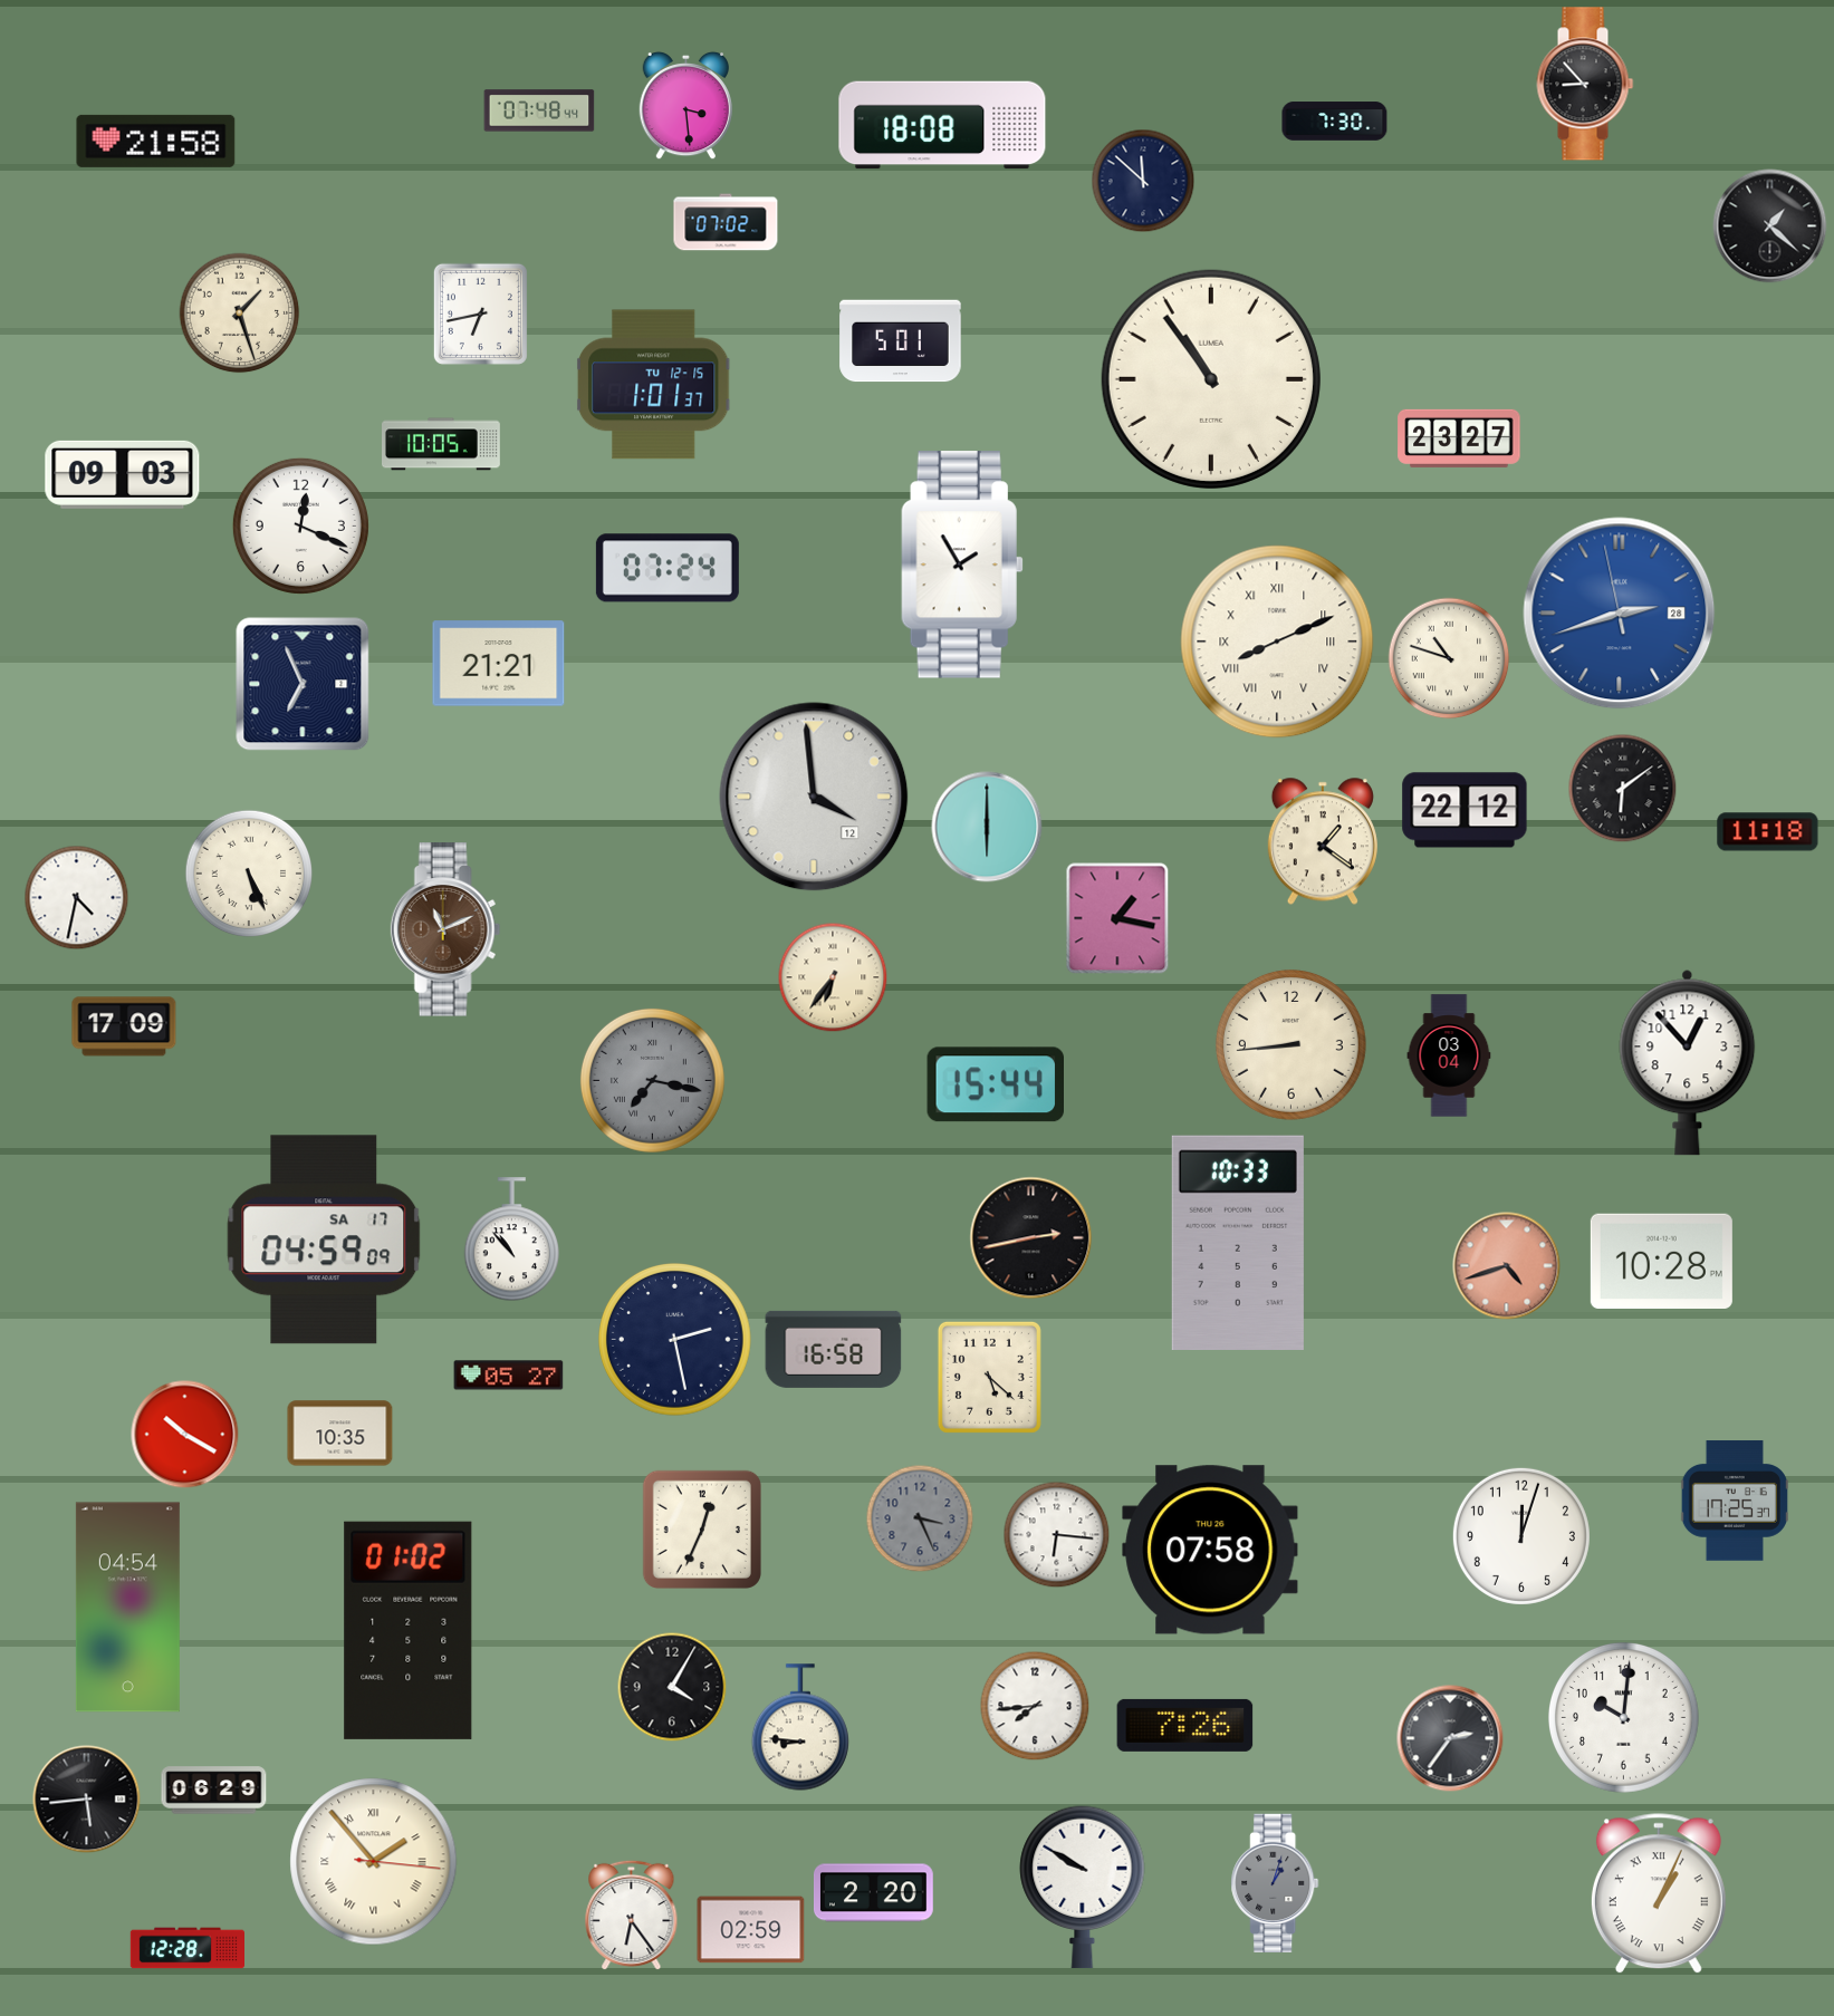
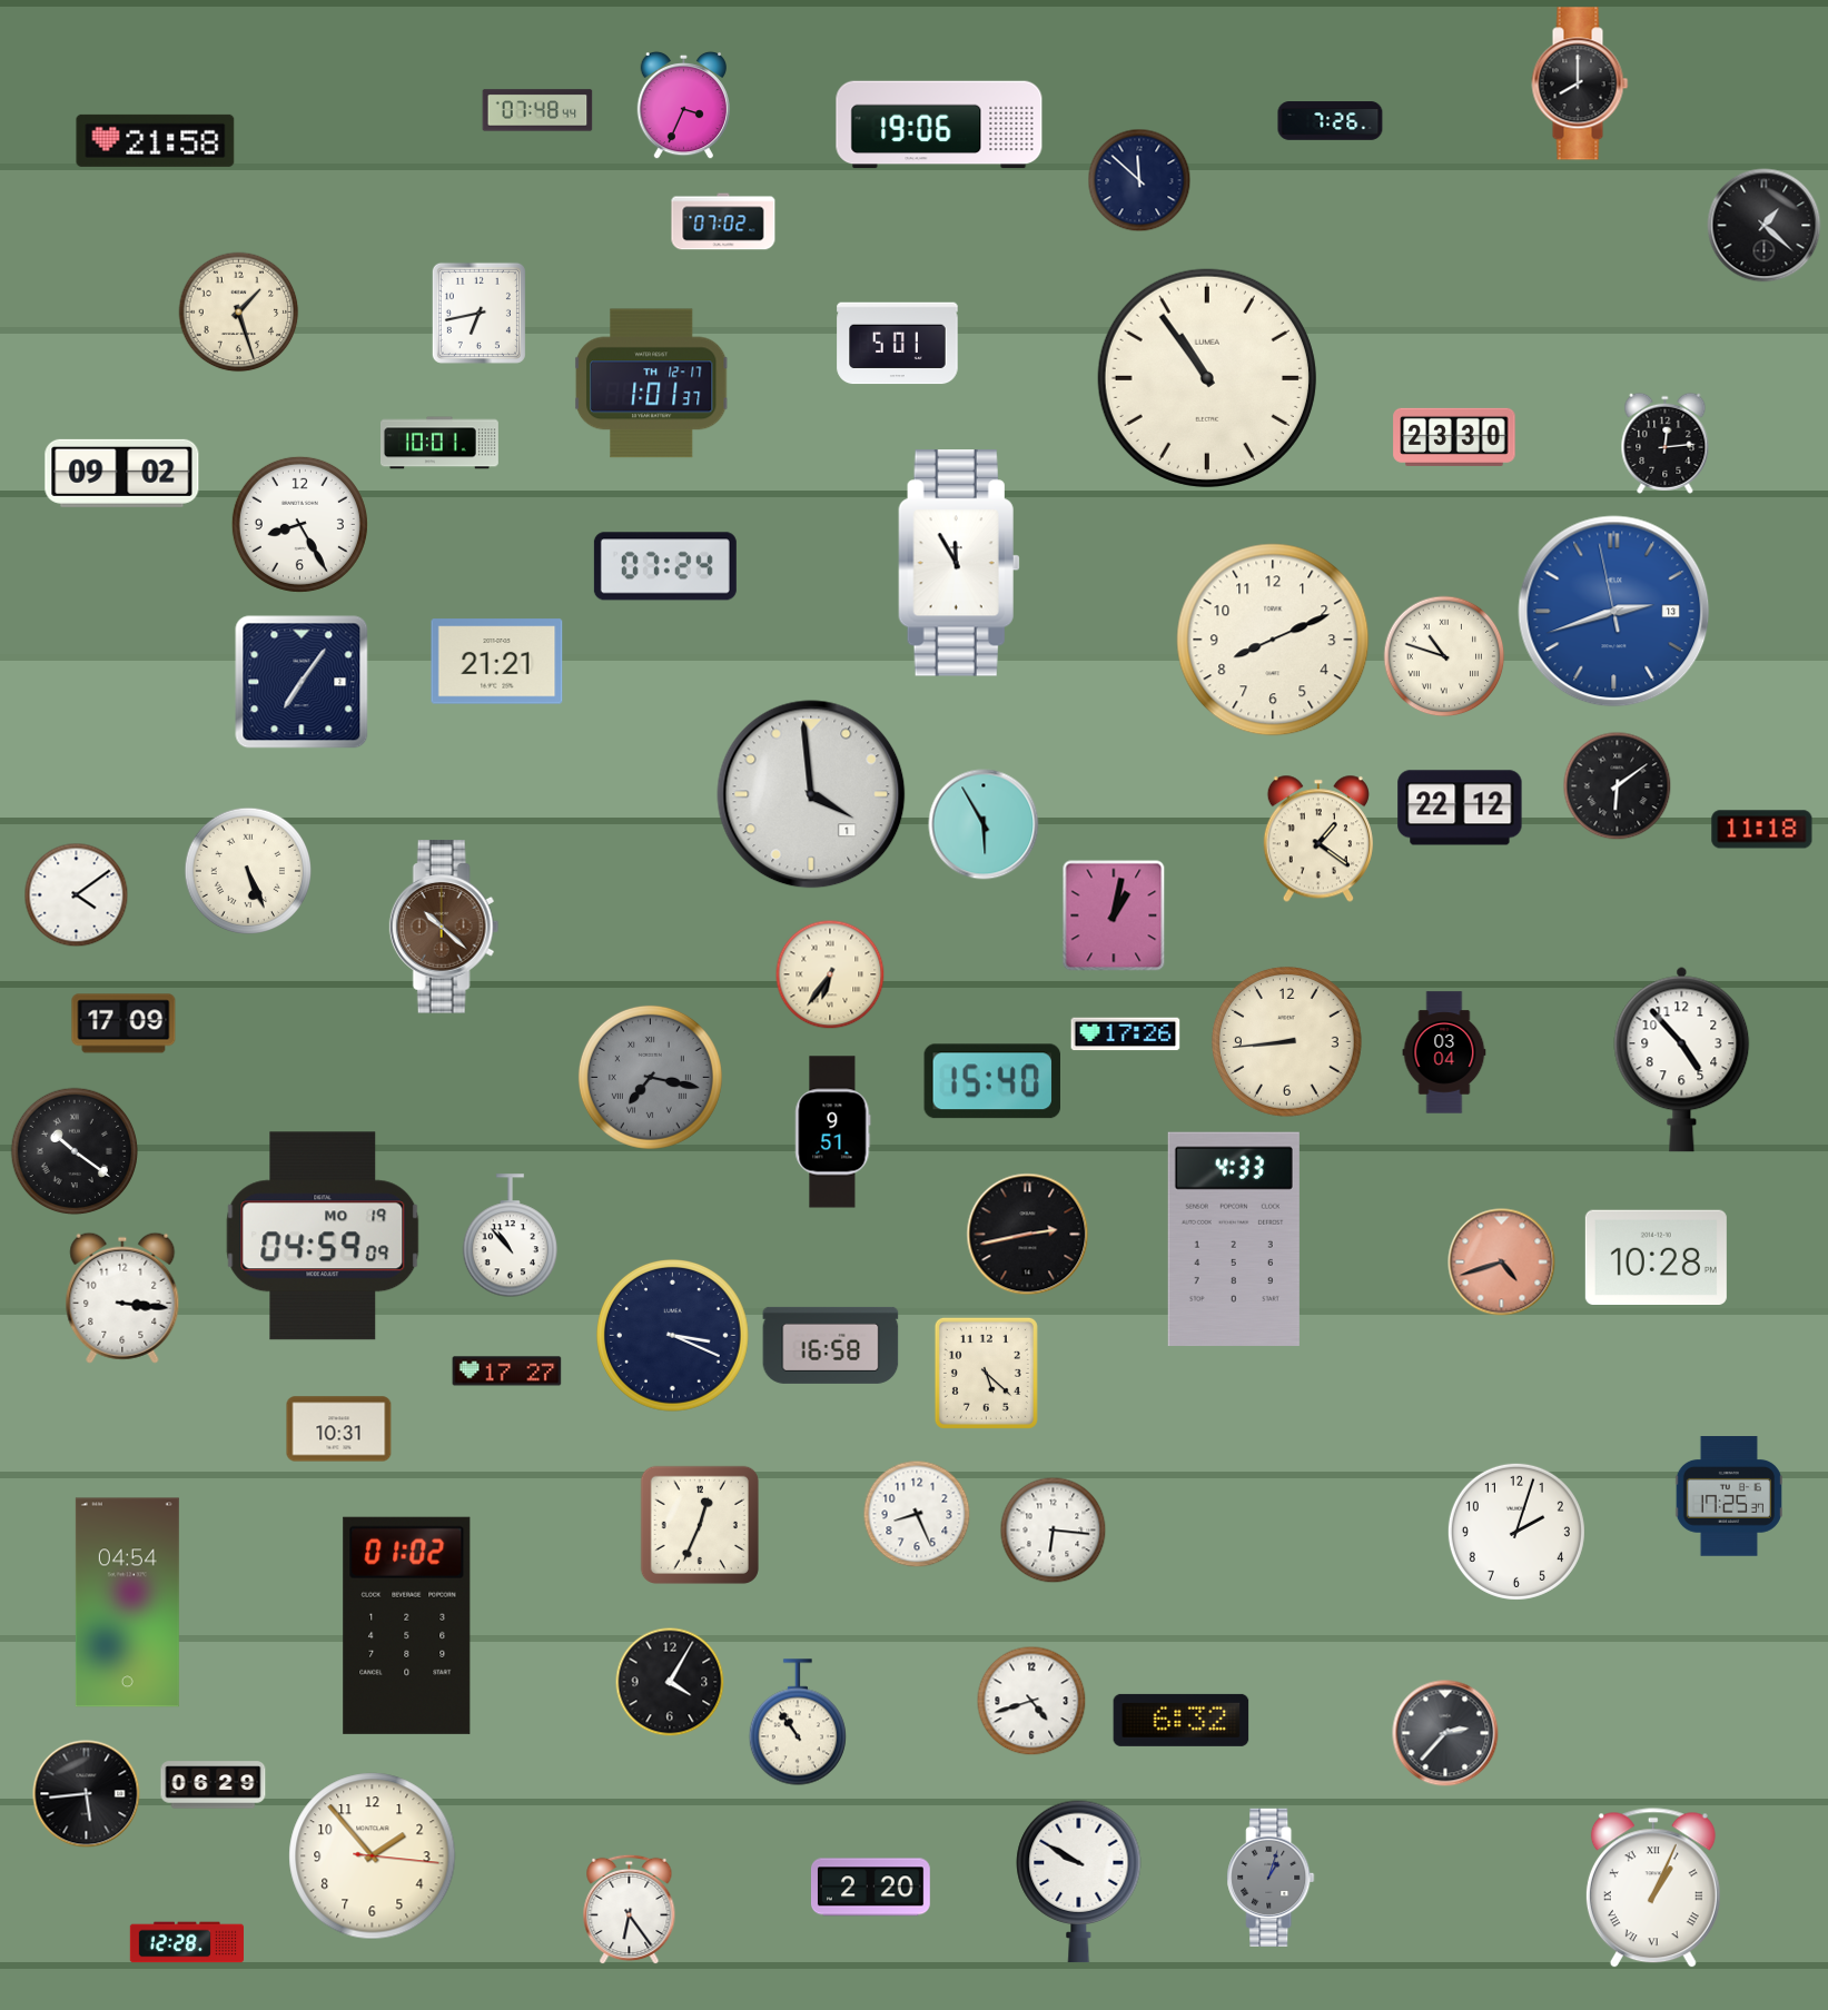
clock at (1585, 84): 8:53 -> 8:00
clock at (685, 106): 3:29 -> 3:34
clock at (1335, 122): 7:30 -> 7:26
clock at (942, 125): 18:08 -> 19:06
clock at (901, 341) position: (901, 341) -> (898, 344)
clock at (653, 385) date: TU 12-15 -> TH 12-17
clock at (1459, 438): 23:27 -> 23:30
clock at (442, 444): 10:05 -> 10:01
clock at (1666, 443): none -> 12:14
clock at (123, 474): 09:03 -> 09:02
clock at (300, 525): 12:19 -> 8:25
clock at (962, 565): 1:55 -> 11:55
clock at (1620, 614) date: 28 -> 13
clock at (1277, 642) numerals: Roman -> Arabic
clock at (303, 684): 6:56 -> 7:06
clock at (814, 797) date: 12 -> 1
clock at (987, 827): 6:00 -> 5:55
clock at (77, 898): 4:32 -> 4:09
clock at (1117, 918): 1:17 -> 1:02
clock at (445, 929): 11:11 -> 10:22
clock at (1126, 1034): none -> 17:26
clock at (1688, 1062): 12:53 -> 4:53
clock at (995, 1084): 15:44 -> 15:40
clock at (833, 1132): none -> 9:51
clock at (73, 1150): none -> 10:21
clock at (324, 1239) date: SA 17 -> MO 19
clock at (1238, 1242): 10:33 -> 4:33
clock at (122, 1298): none -> 3:16
clock at (675, 1340): 2:28 -> 3:19
clock at (509, 1376): 05:27 -> 17:27
clock at (340, 1434): 10:35 -> 10:31
clock at (185, 1435): 10:20 -> none
clock at (920, 1518): 3:26 -> 8:26
clock at (920, 1518) dial: grey -> white
clock at (1521, 1536): 12:03 -> 2:03
clock at (1210, 1550): 07:58 -> none
clock at (1035, 1706): 7:44 -> 4:42
clock at (1623, 1717): 10:01 -> none
clock at (1185, 1725): 7:26 -> 6:32
clock at (800, 1727): 8:46 -> 10:54
clock at (1450, 1738): 2:36 -> 2:37
clock at (374, 1862) numerals: Roman -> Arabic
clock at (751, 1930): 02:59 -> none
